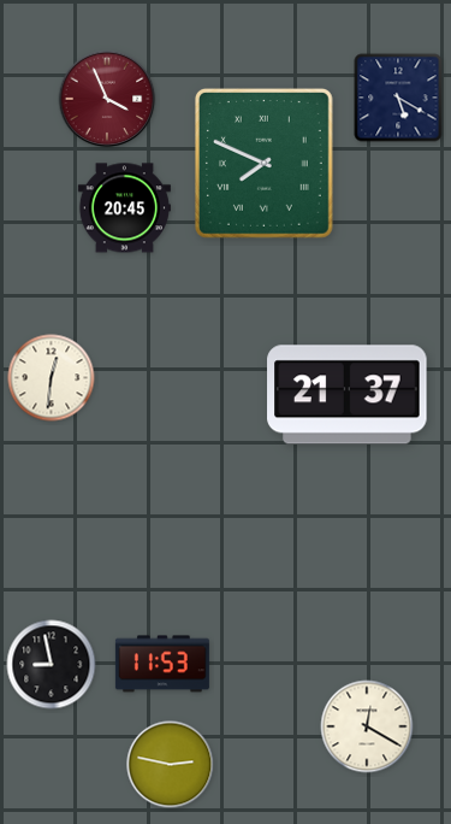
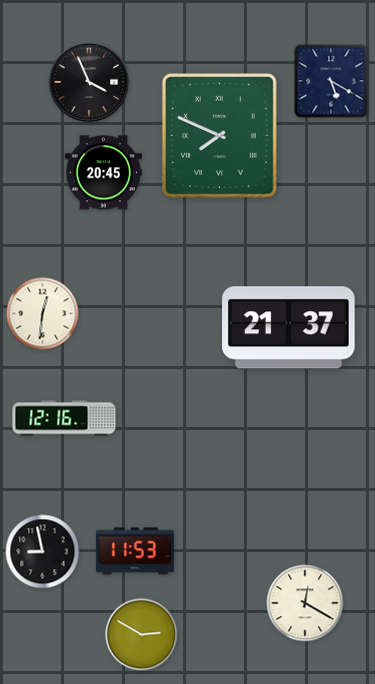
clock at (107, 99) dial: burgundy -> black
clock at (64, 418): none -> 12:16
clock at (171, 765): 2:47 -> 2:50
